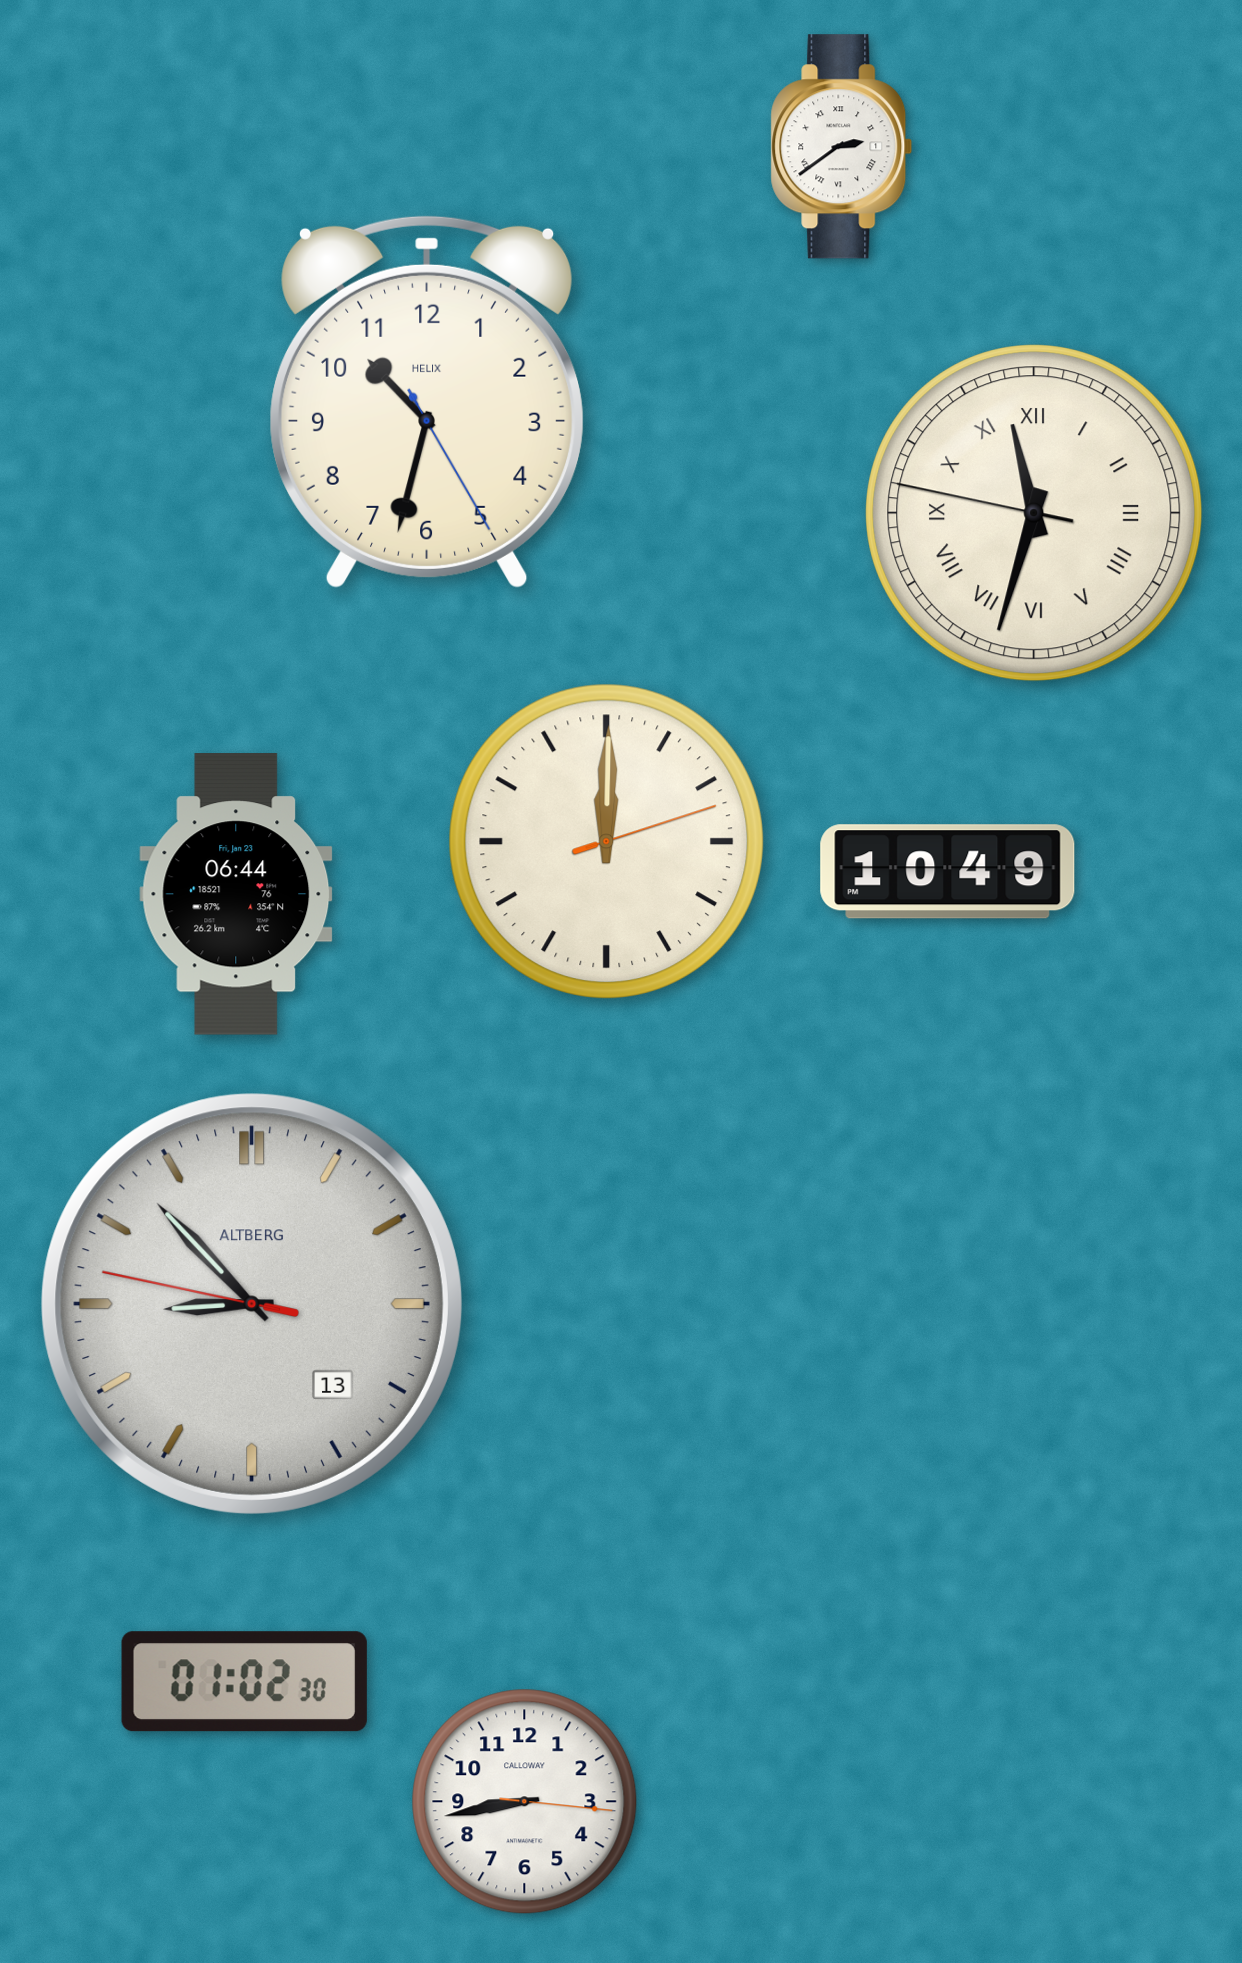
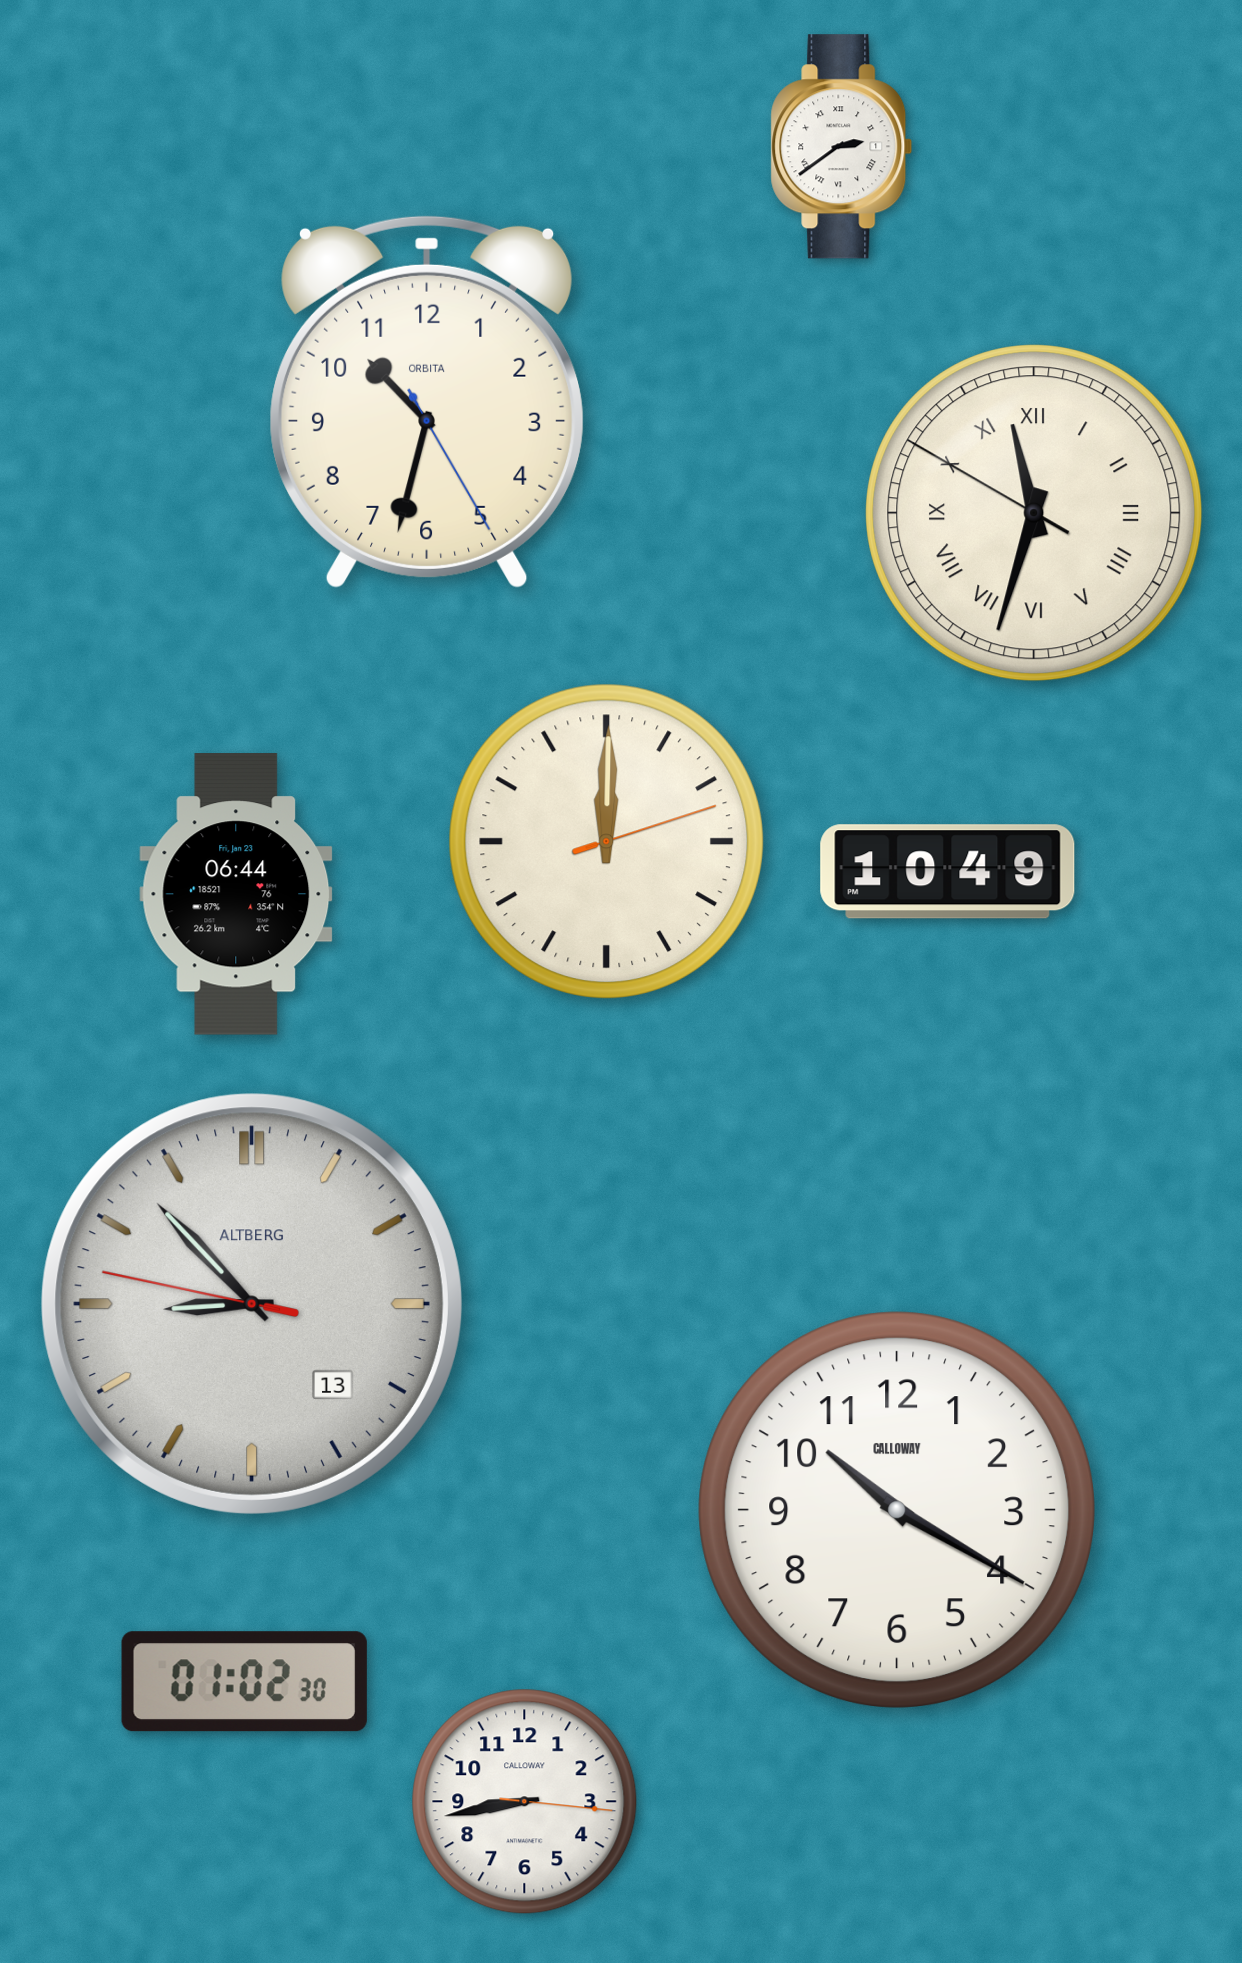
clock at (428, 402) brand: HELIX -> ORBITA
clock at (1034, 513): 11:32:47 -> 11:32:50
clock at (896, 1509): none -> 10:20
